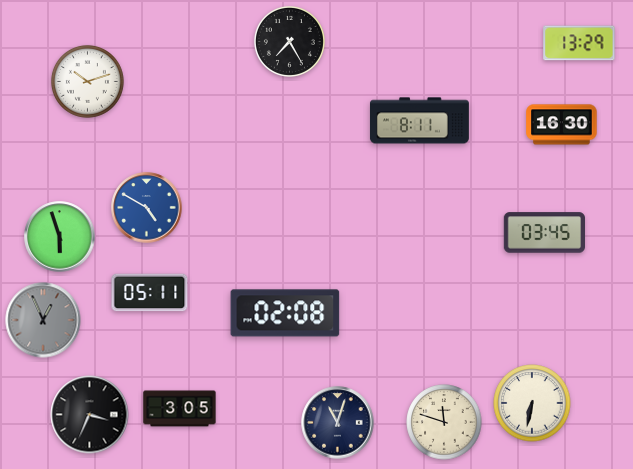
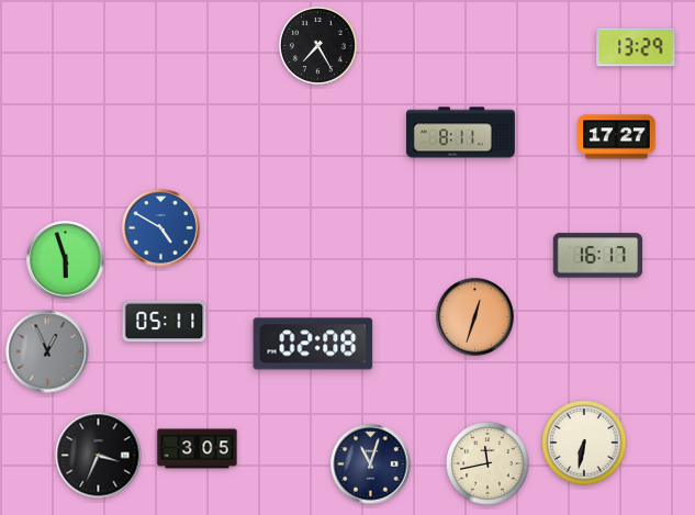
clock at (87, 81): 10:12 -> none
clock at (562, 125): 16:30 -> 17:27
clock at (544, 233): 03:45 -> 16:17
clock at (475, 317): none -> 12:33
clock at (444, 422): 11:48 -> 11:43
